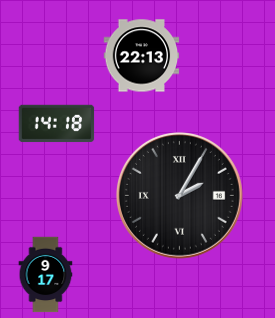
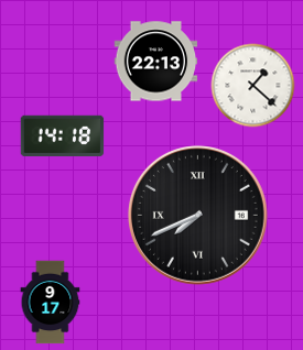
clock at (253, 86): none -> 1:22
clock at (179, 195): 2:05 -> 7:41
